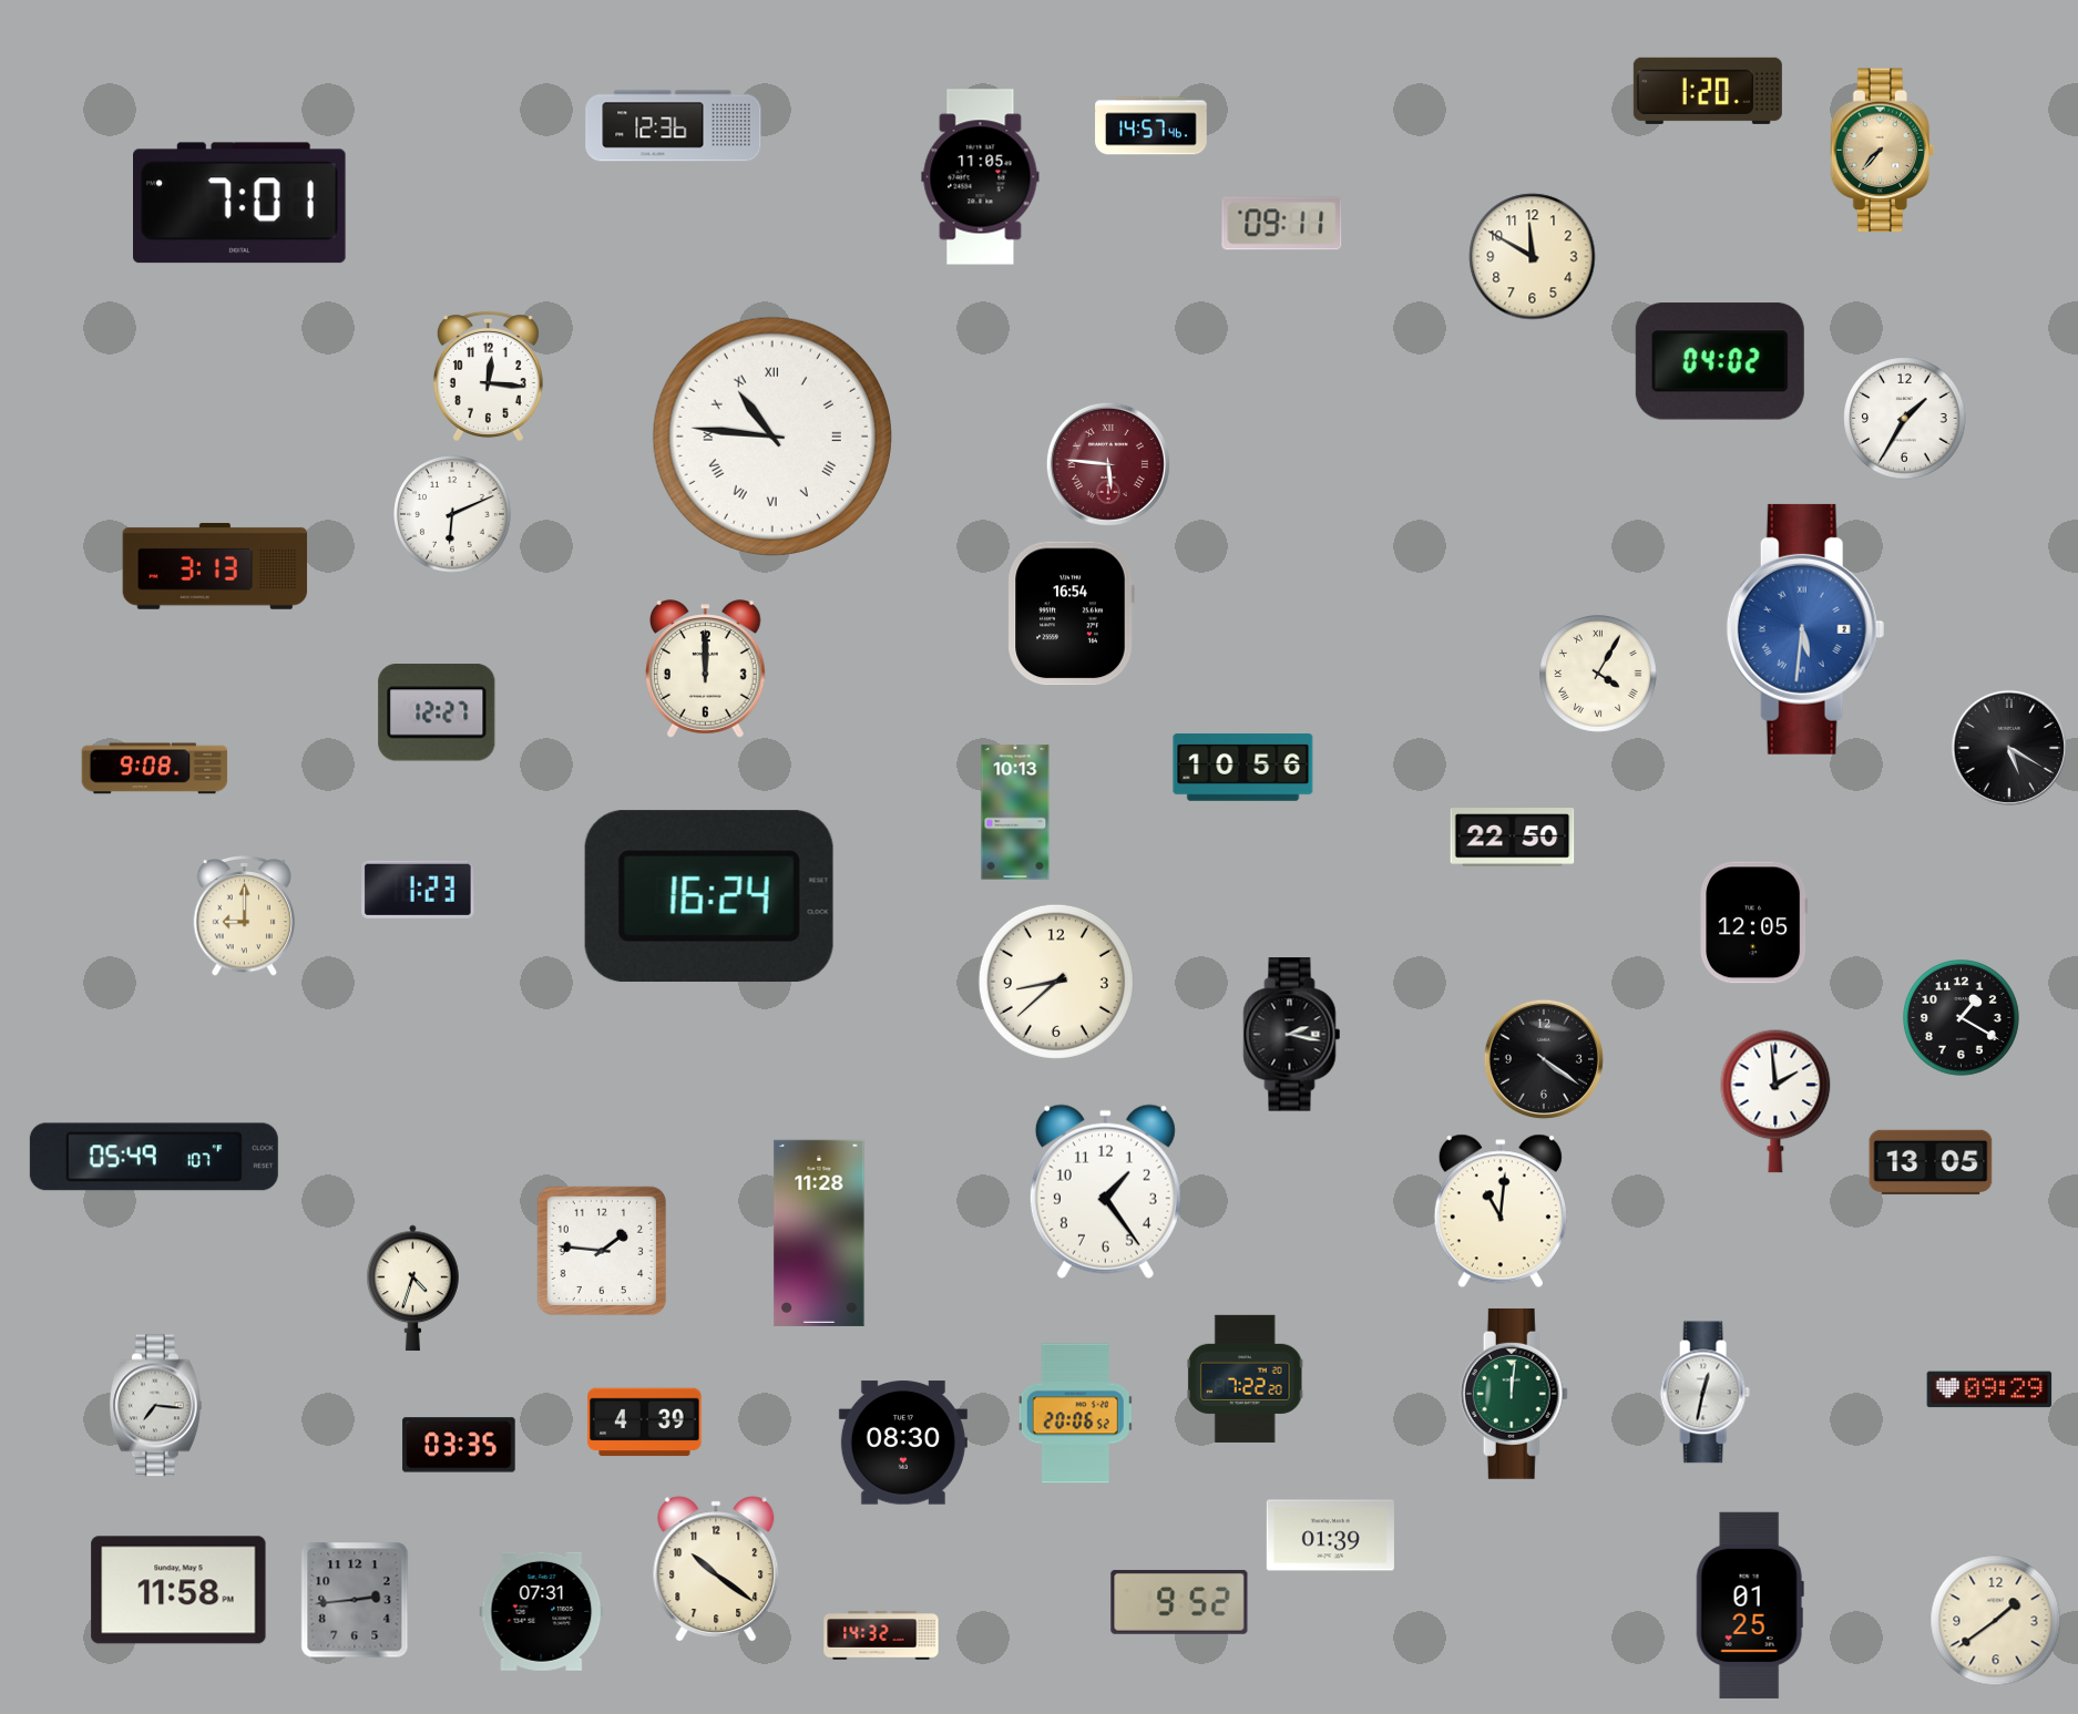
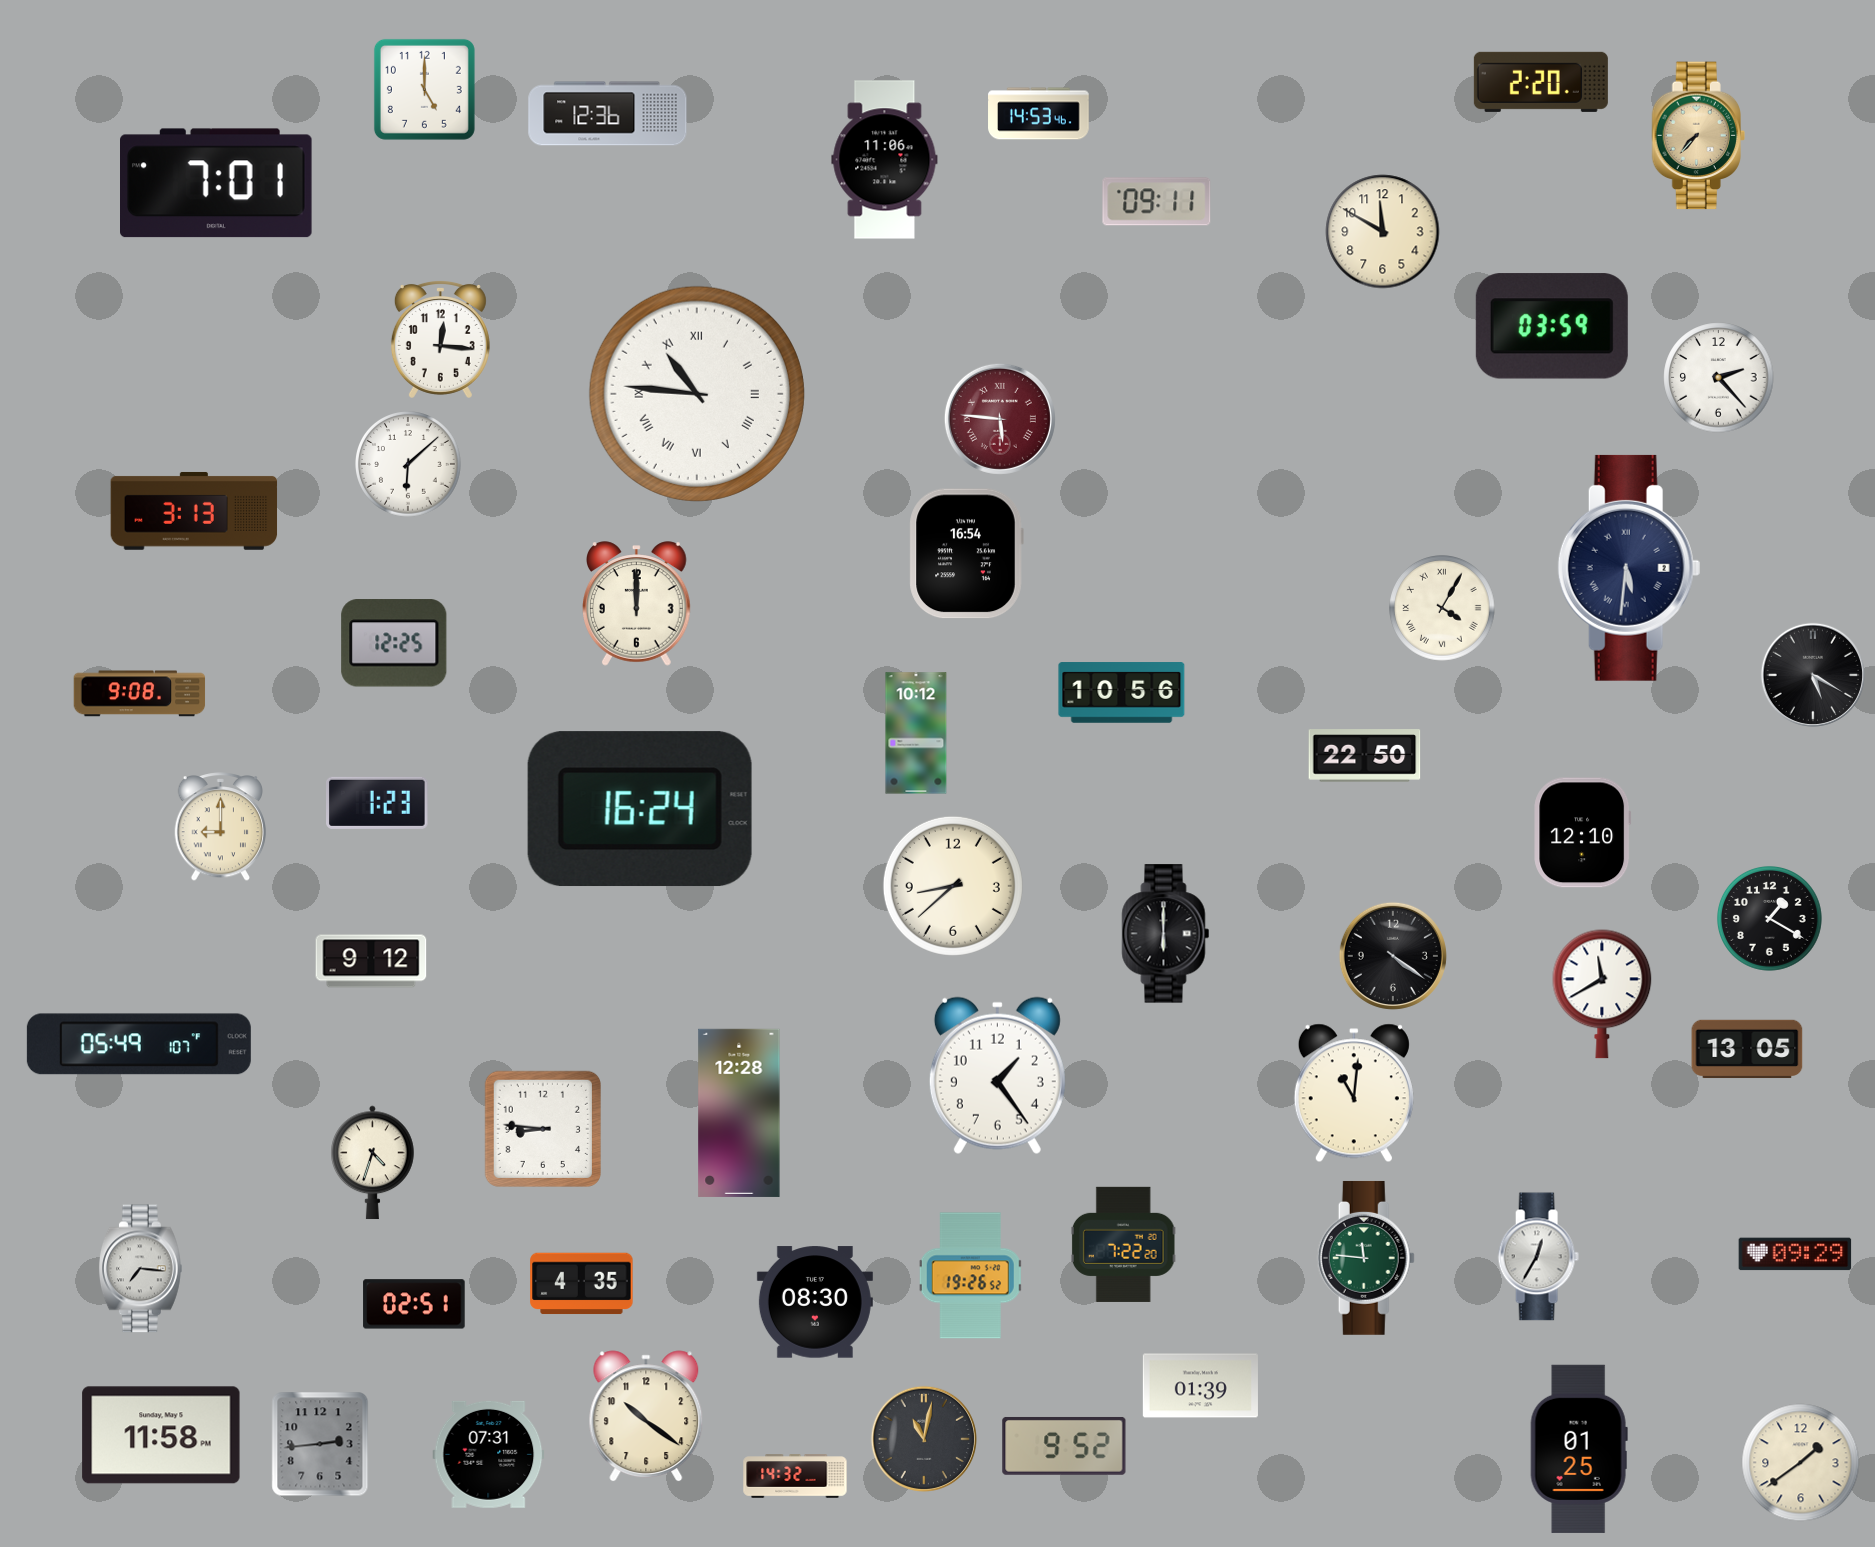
clock at (1708, 91): 1:20 -> 2:20
clock at (424, 89): none -> 5:00
clock at (1151, 126): 14:57 -> 14:53
clock at (981, 177): 11:05 -> 11:06
clock at (1720, 361): 04:02 -> 03:59
clock at (1905, 419): 1:35 -> 2:23
clock at (453, 515): 6:11 -> 6:08
clock at (1805, 629) dial: blue -> navy
clock at (437, 712): 12:27 -> 12:25
clock at (1015, 812): 10:13 -> 10:12
clock at (1754, 923): 12:05 -> 12:10
clock at (1292, 1035): 2:17 -> 6:00
clock at (371, 961): none -> 9:12
clock at (1775, 1101): 1:59 -> 11:40
clock at (1931, 1162) position: (1931, 1162) -> (1747, 1049)
clock at (819, 1233): 11:28 -> 12:28
clock at (602, 1251): 1:46 -> 8:46
clock at (1705, 1393): 12:32 -> 12:35
clock at (1514, 1394): 12:01 -> 11:46
clock at (1075, 1414): 20:06 -> 19:26
clock at (645, 1423): 4:39 -> 4:35
clock at (459, 1445): 03:35 -> 02:51
clock at (924, 1439): none -> 11:02
